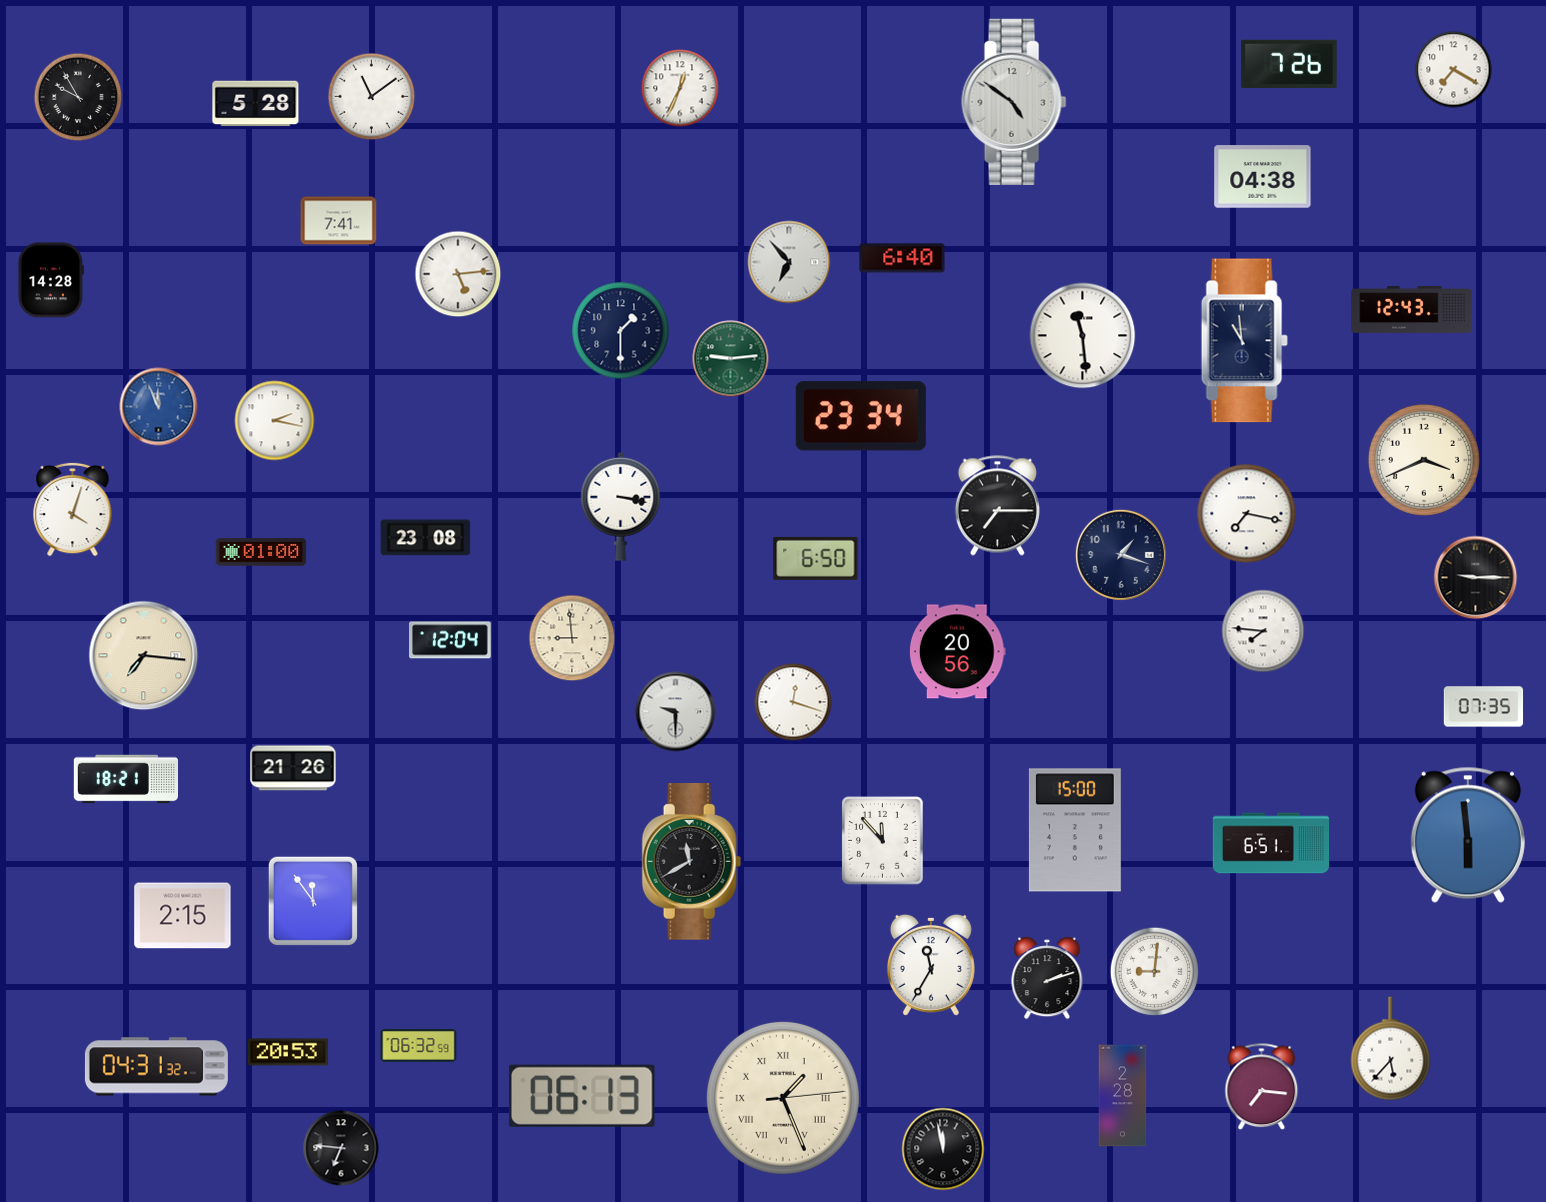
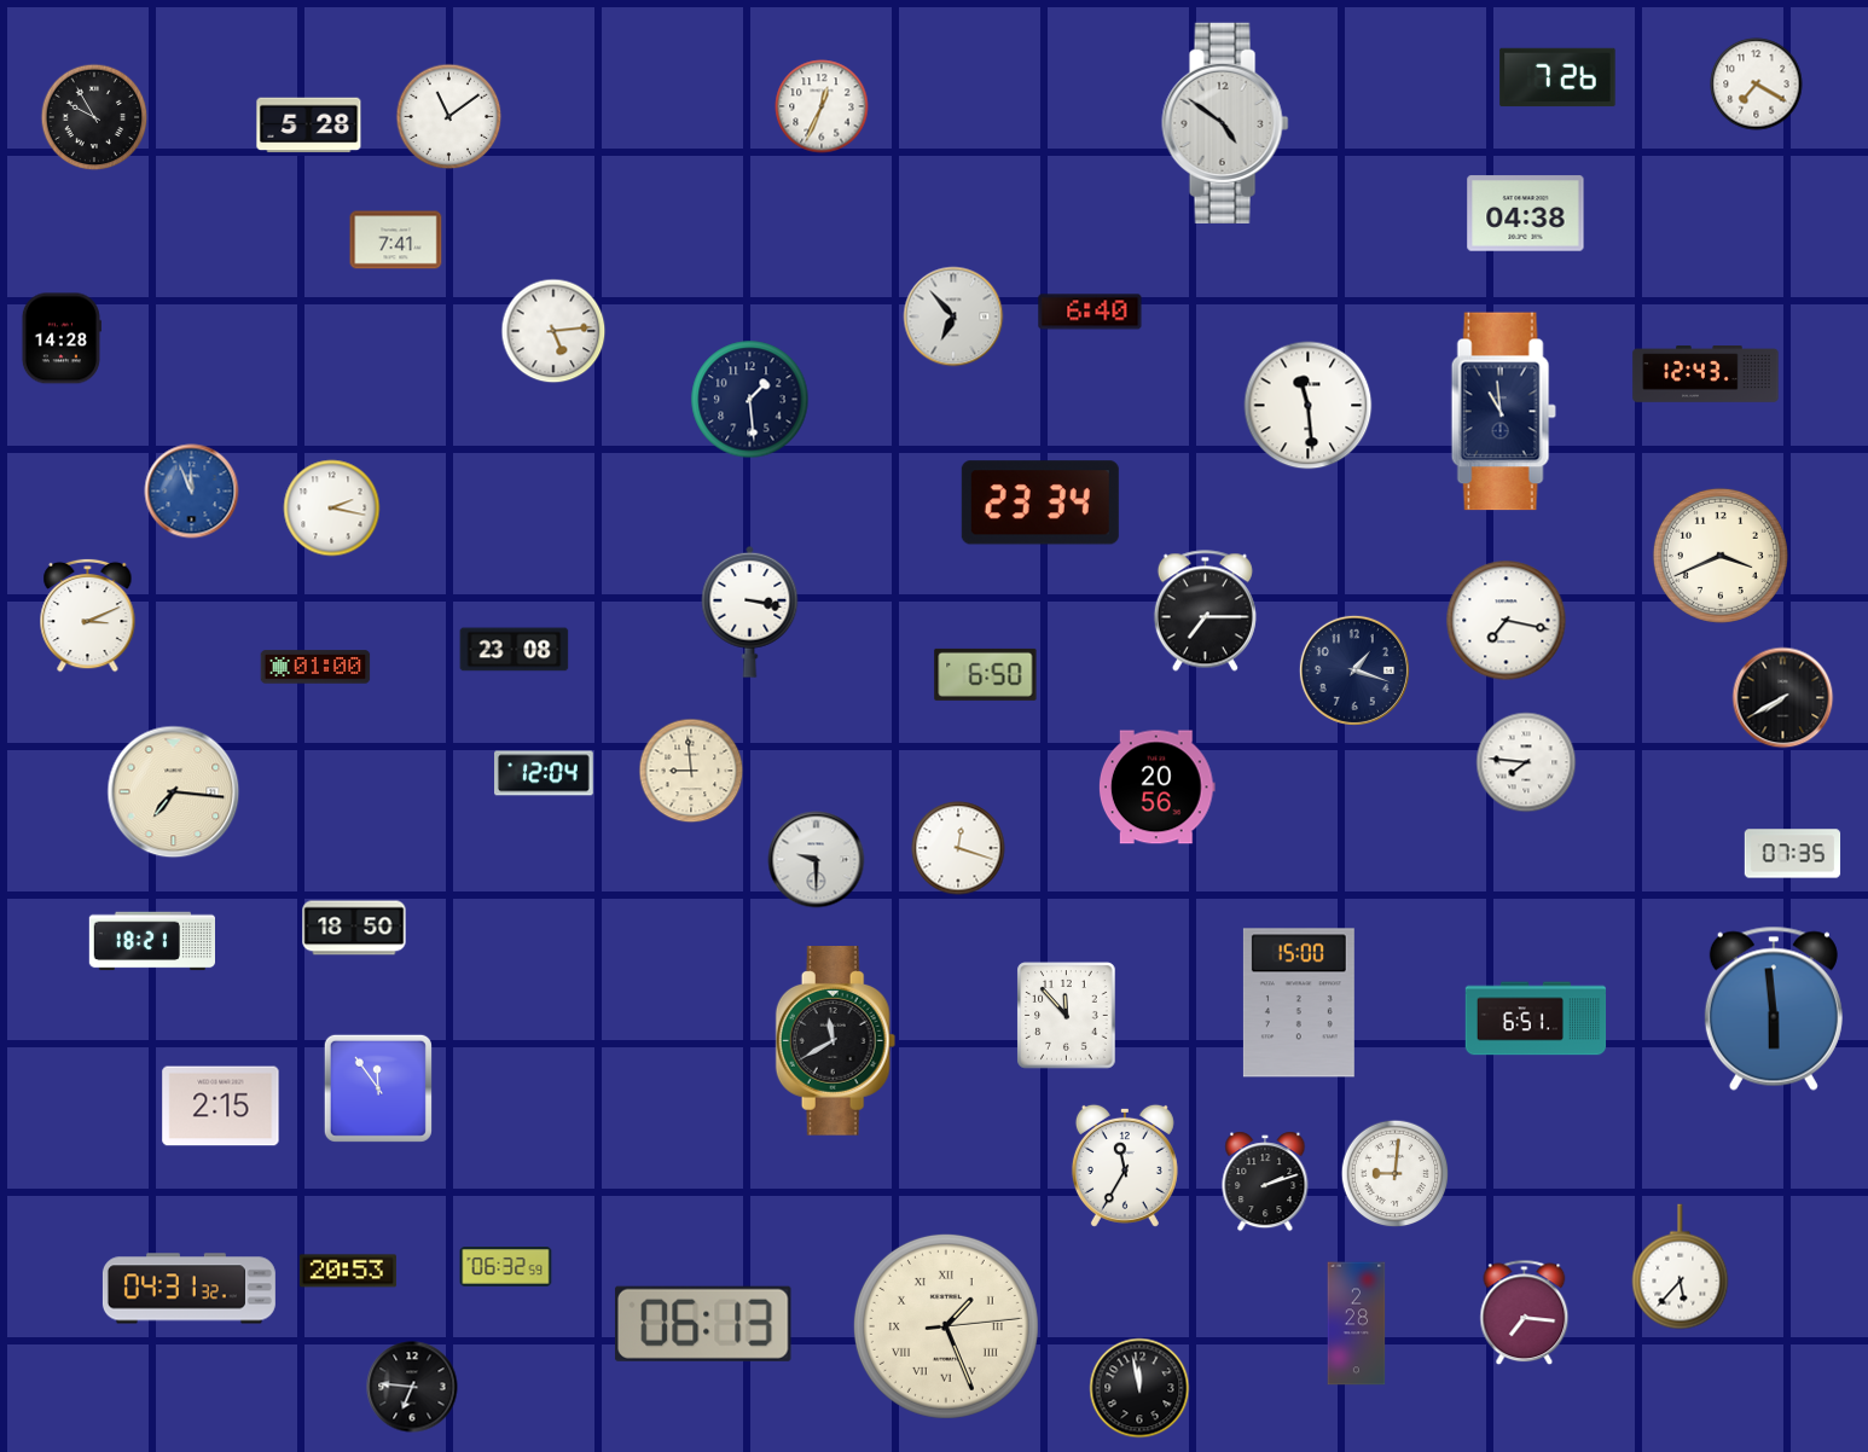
clock at (339, 221) position: (339, 221) -> (396, 240)
clock at (621, 331): 1:30 -> 1:29
clock at (731, 359): 9:14 -> none
clock at (73, 509): 4:03 -> 3:11
clock at (1476, 578): 9:15 -> 7:40
clock at (293, 768): 21:26 -> 18:50
clock at (419, 1046) position: (419, 1046) -> (506, 1267)
